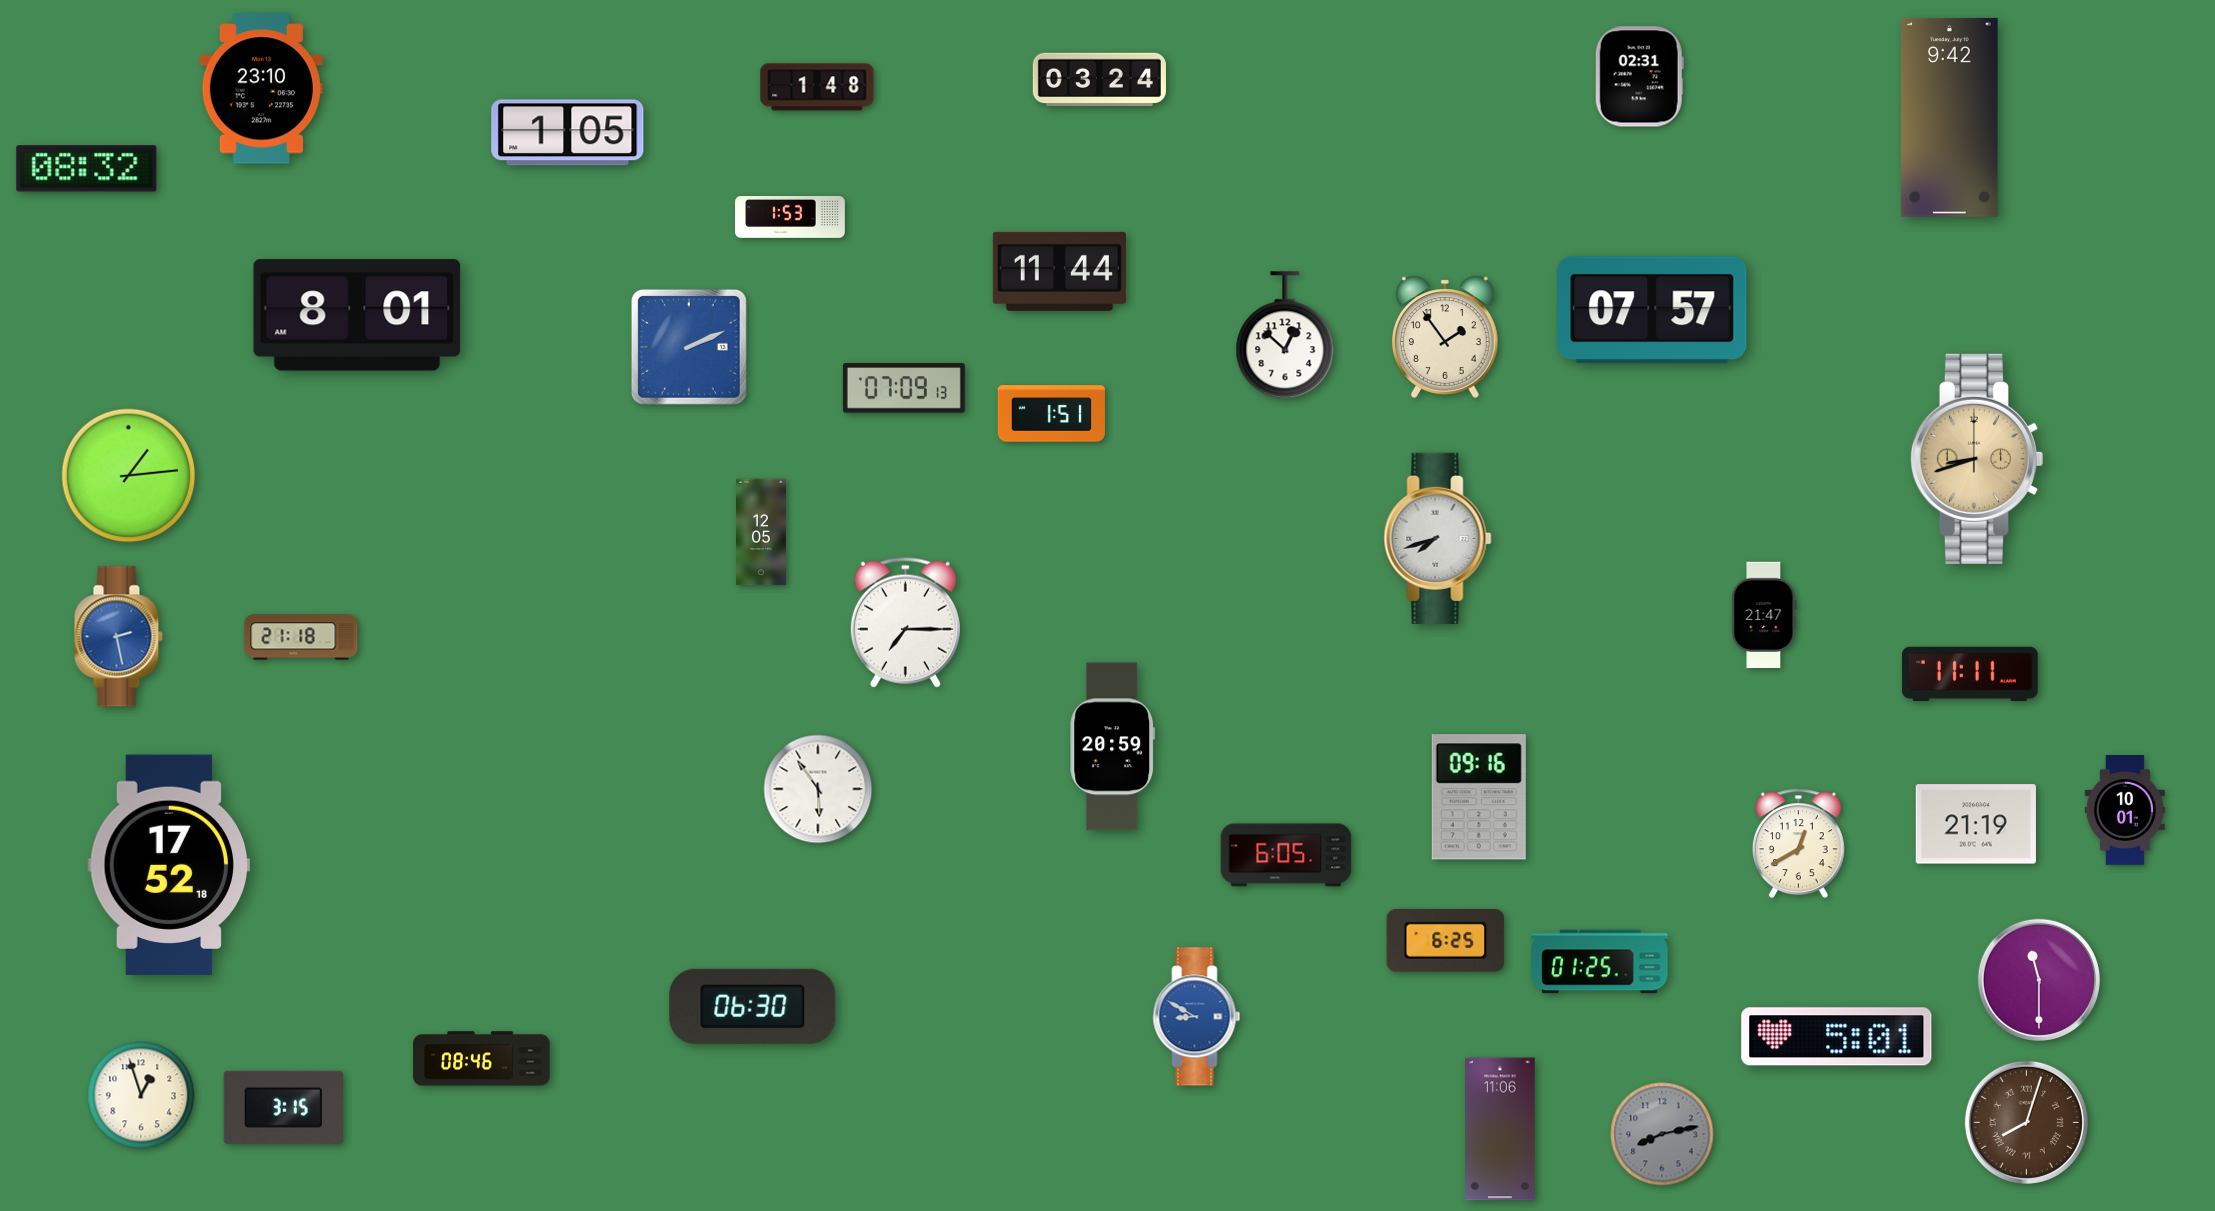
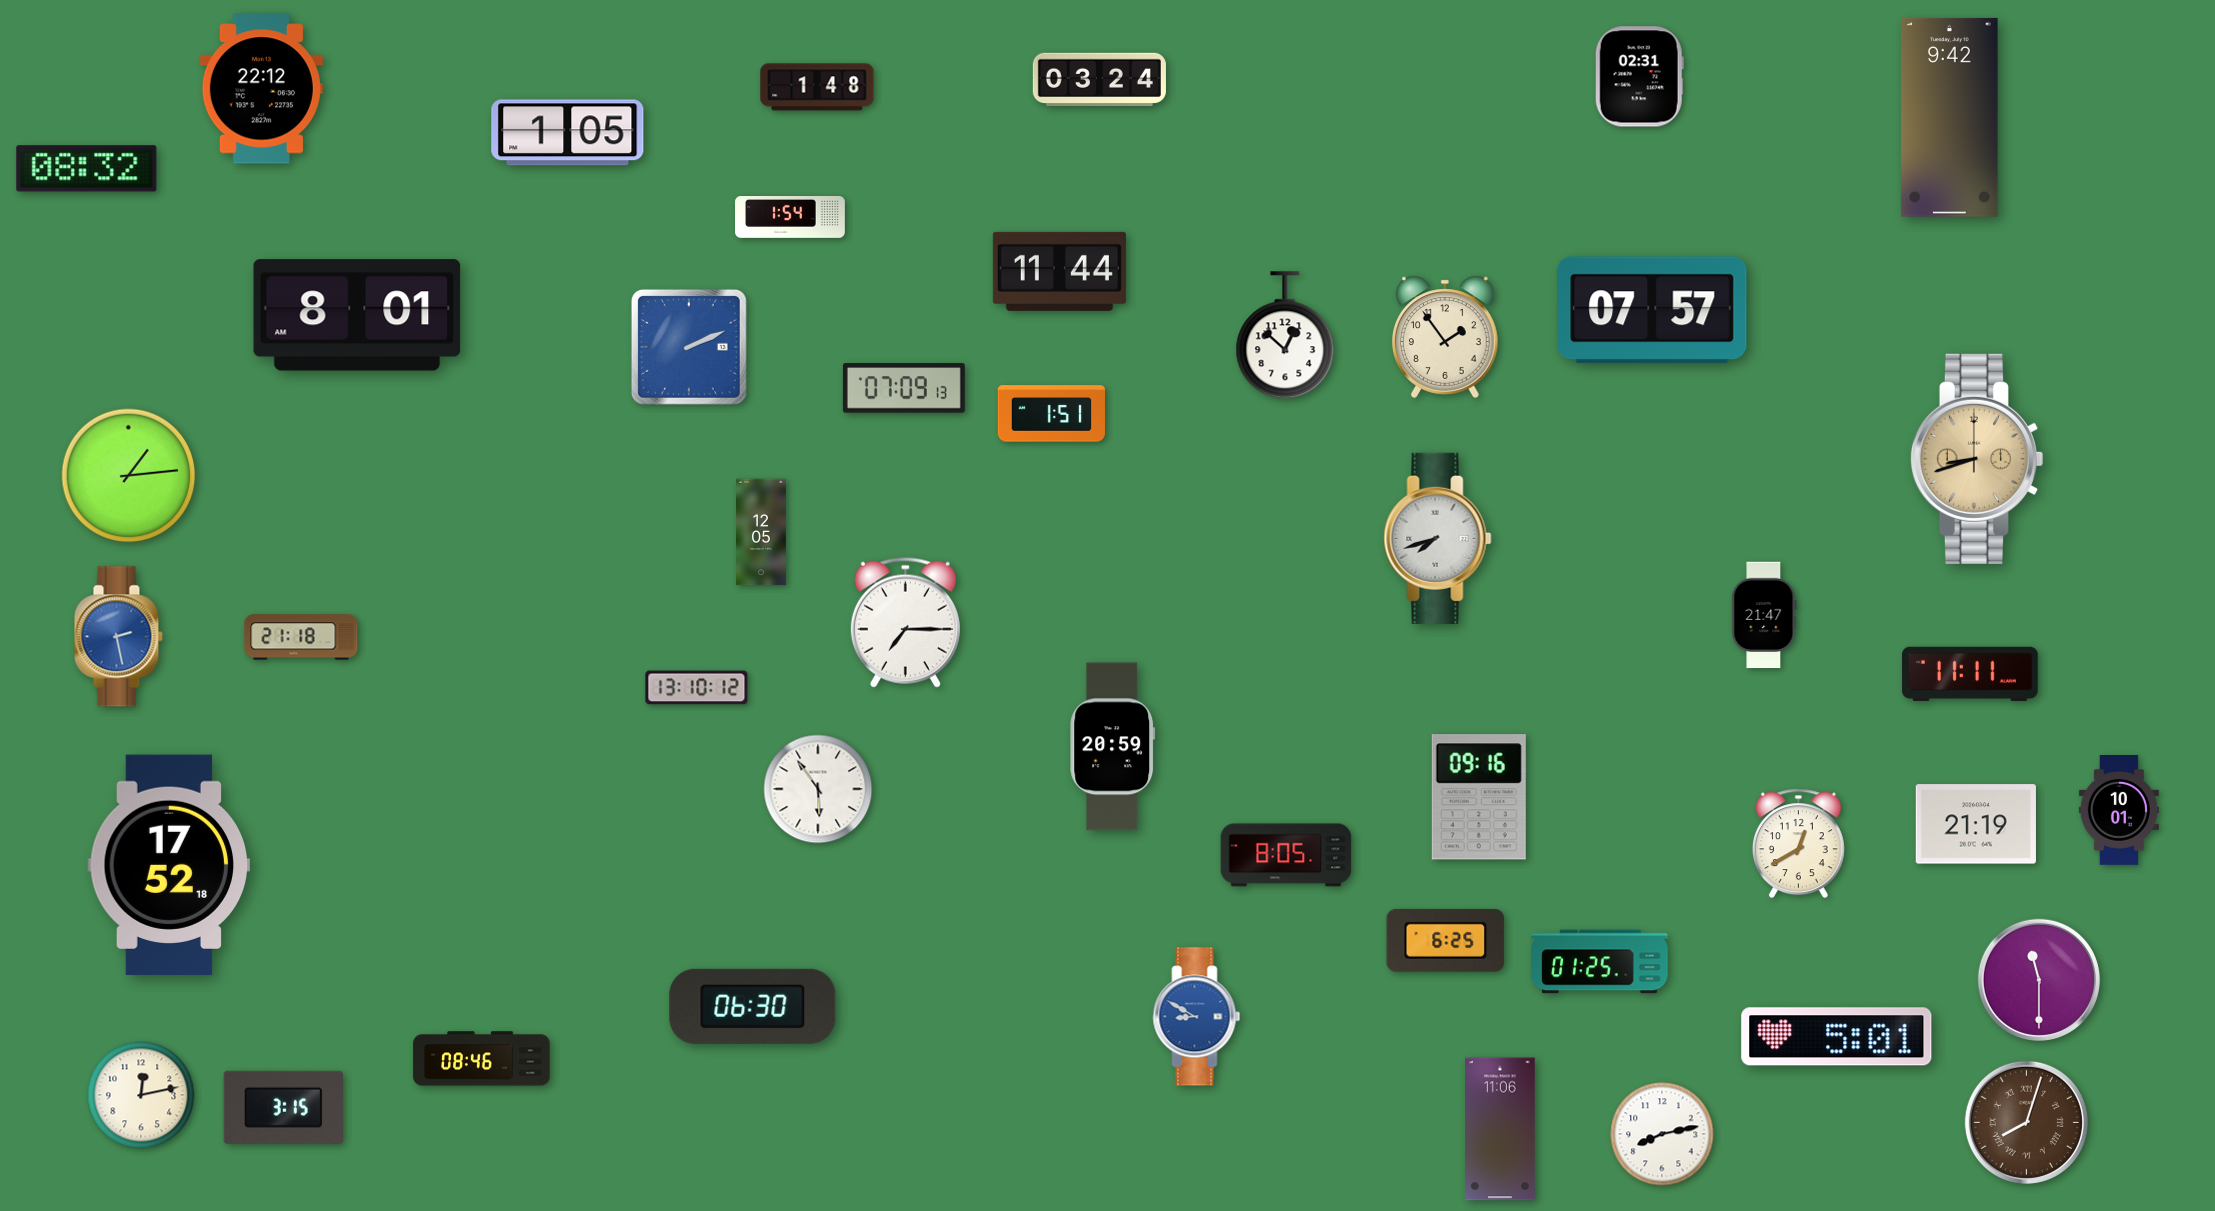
clock at (261, 89): 23:10 -> 22:12
clock at (790, 218): 1:53 -> 1:54
clock at (697, 688): none -> 13:10
clock at (2125, 811) position: (2125, 811) -> (2119, 811)
clock at (1286, 855): 6:05 -> 8:05
clock at (141, 1095): 12:57 -> 12:13
clock at (1662, 1134) dial: grey -> white
